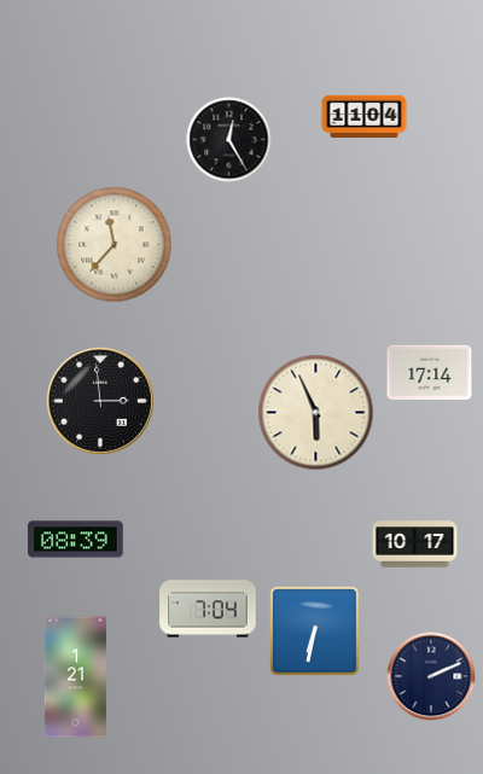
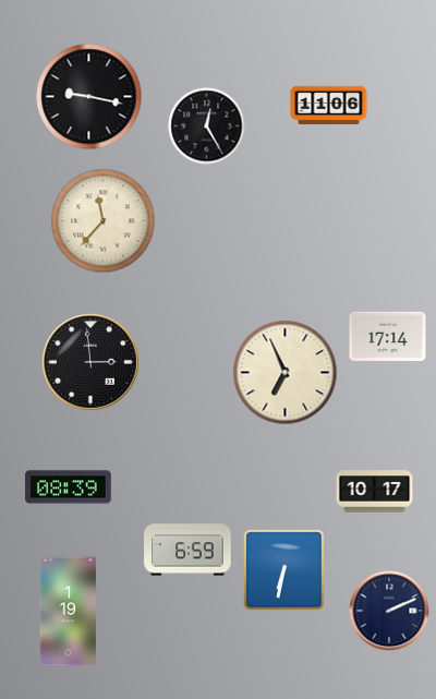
clock at (89, 97): none -> 9:17
clock at (365, 117): 11:04 -> 11:06
clock at (316, 413): 5:56 -> 6:56
clock at (208, 609): 7:04 -> 6:59
clock at (75, 677): 1:21 -> 1:19
